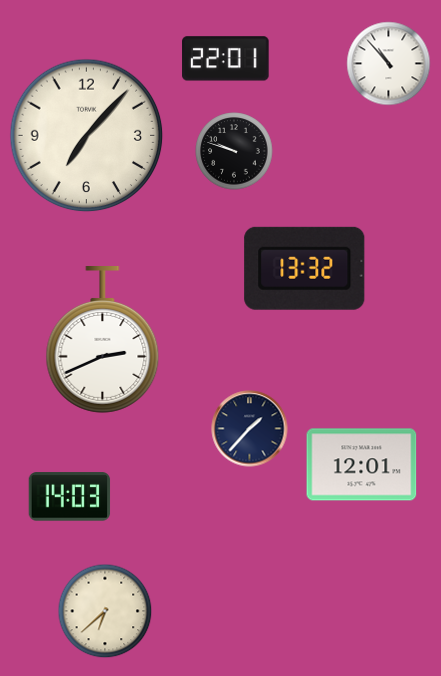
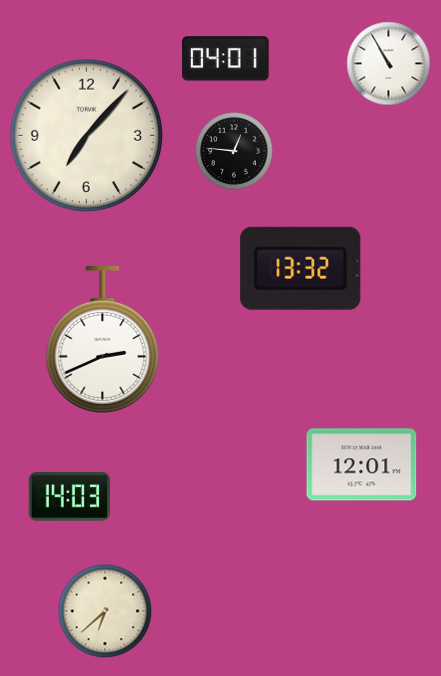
clock at (226, 59): 22:01 -> 04:01
clock at (389, 64): 10:53 -> 10:55
clock at (234, 151): 9:48 -> 12:46
clock at (305, 268) position: (305, 268) -> (301, 268)
clock at (250, 429): 1:37 -> none
